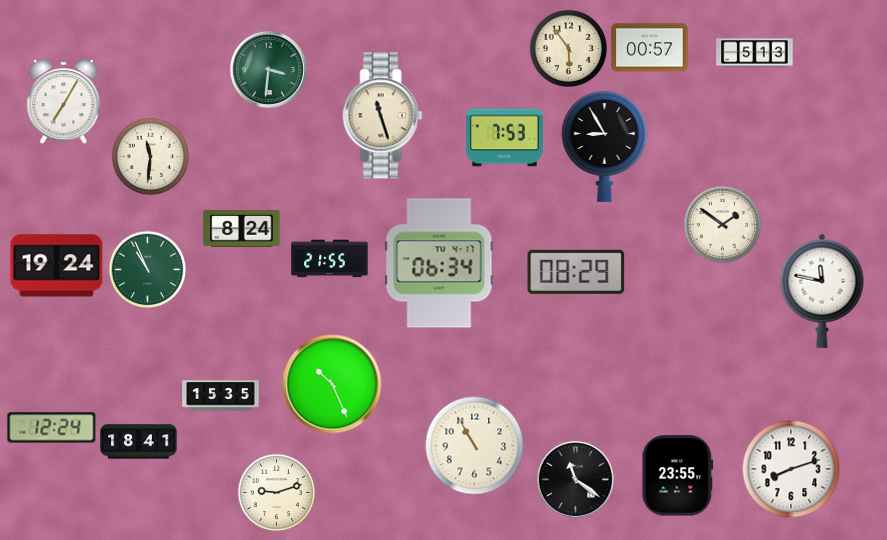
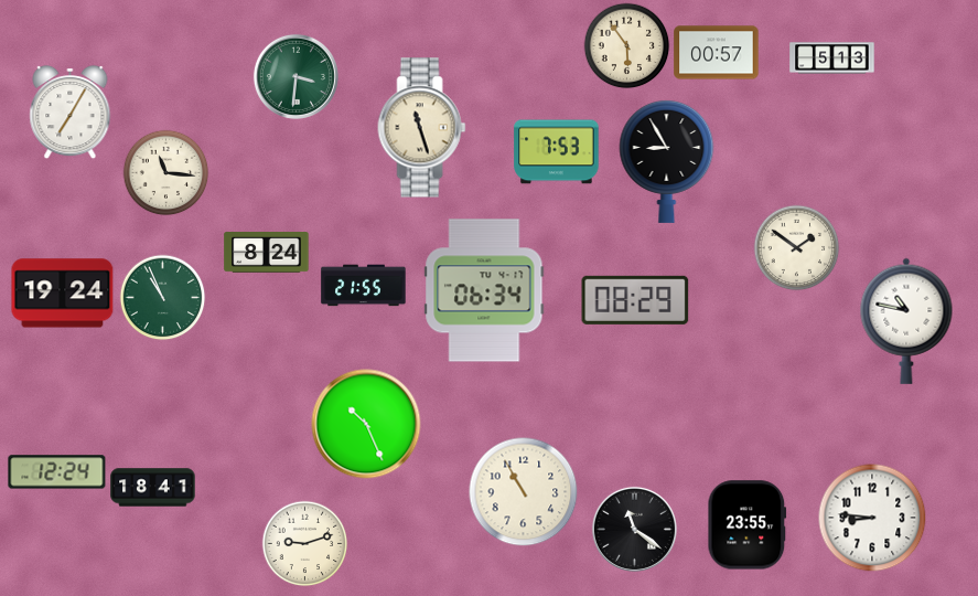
clock at (568, 48) position: (568, 48) -> (626, 45)
clock at (150, 156): 11:31 -> 11:16
clock at (822, 291): 11:47 -> 10:47
clock at (221, 396): 15:35 -> none
clock at (791, 469): 8:12 -> 8:46
